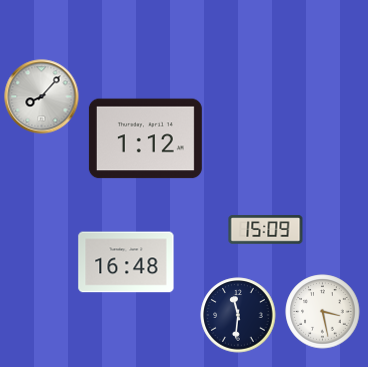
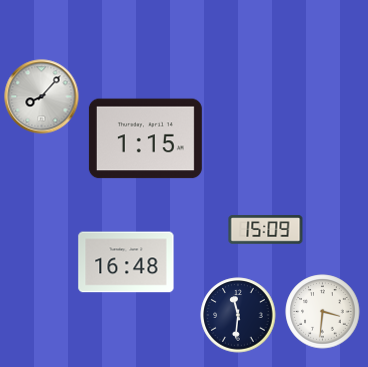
clock at (145, 139): 1:12 -> 1:15
clock at (323, 312): 3:28 -> 3:31
